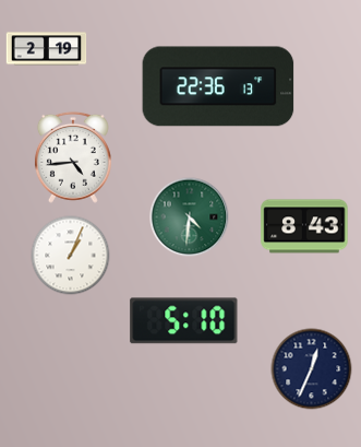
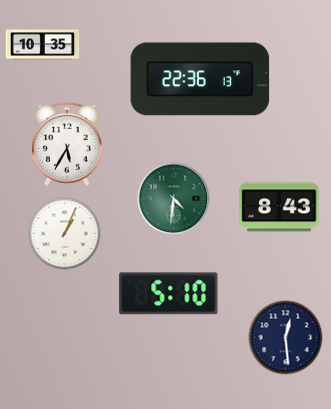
clock at (47, 49): 2:19 -> 10:35
clock at (73, 157): 4:44 -> 5:35
clock at (312, 369): 12:34 -> 12:29
